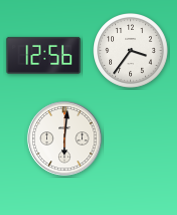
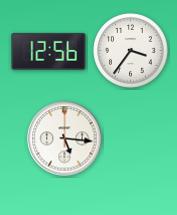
clock at (44, 55) position: (44, 55) -> (49, 51)
clock at (65, 139): 6:01 -> 5:16
